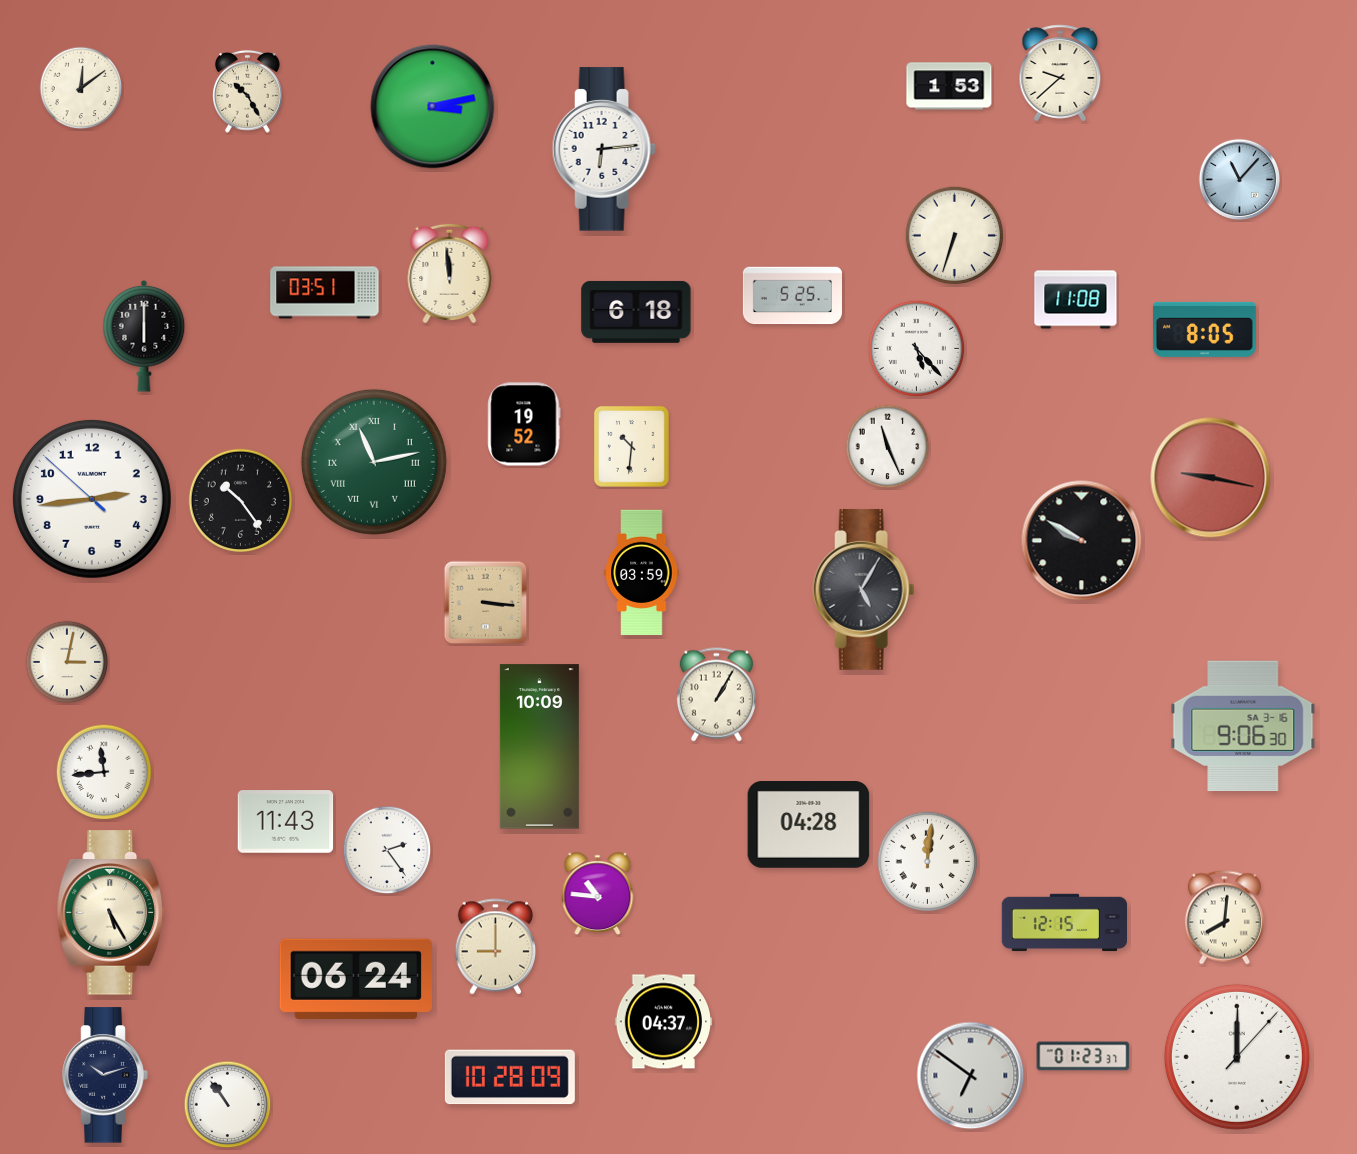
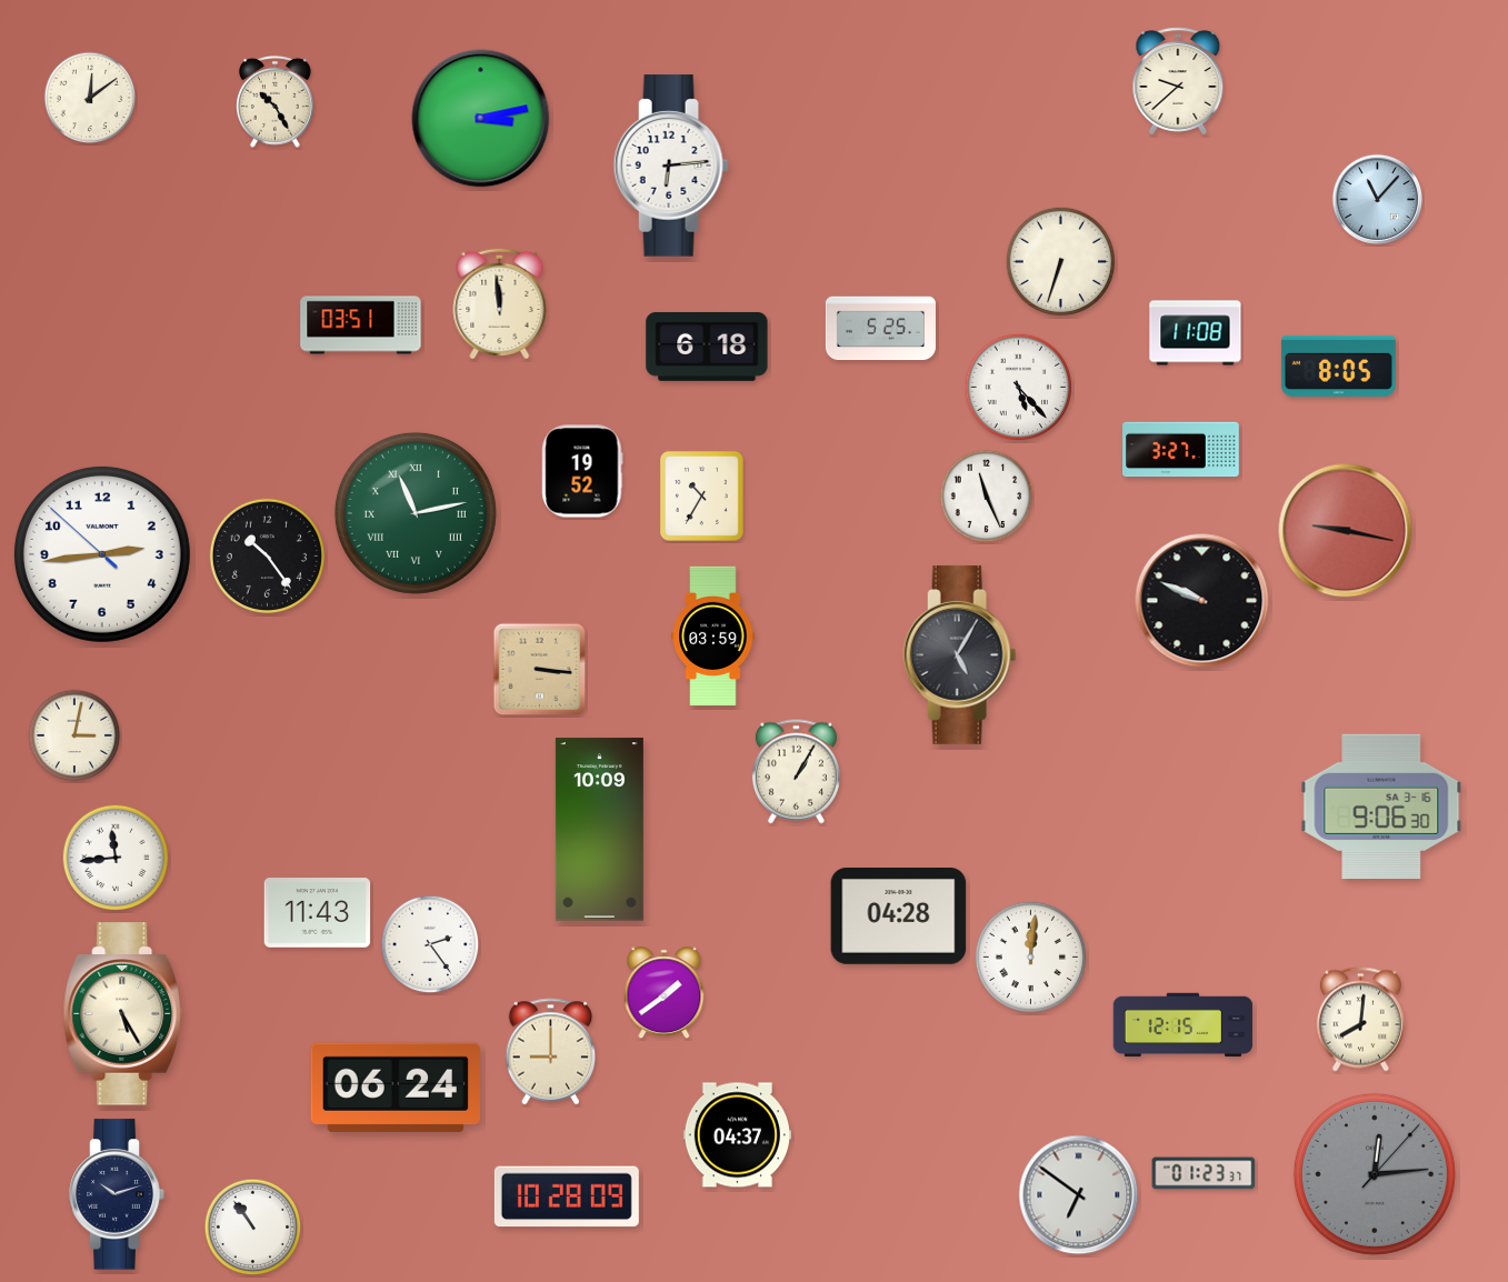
clock at (949, 86): 1:53 -> none
clock at (144, 336): 6:00 -> none
clock at (1181, 450): none -> 3:27
clock at (631, 446): 10:31 -> 10:35
clock at (1082, 541): 9:50 -> 9:49
clock at (598, 893): 10:46 -> 1:39
clock at (1237, 1057): 12:00 -> 12:14
clock at (1237, 1057) dial: white -> grey
